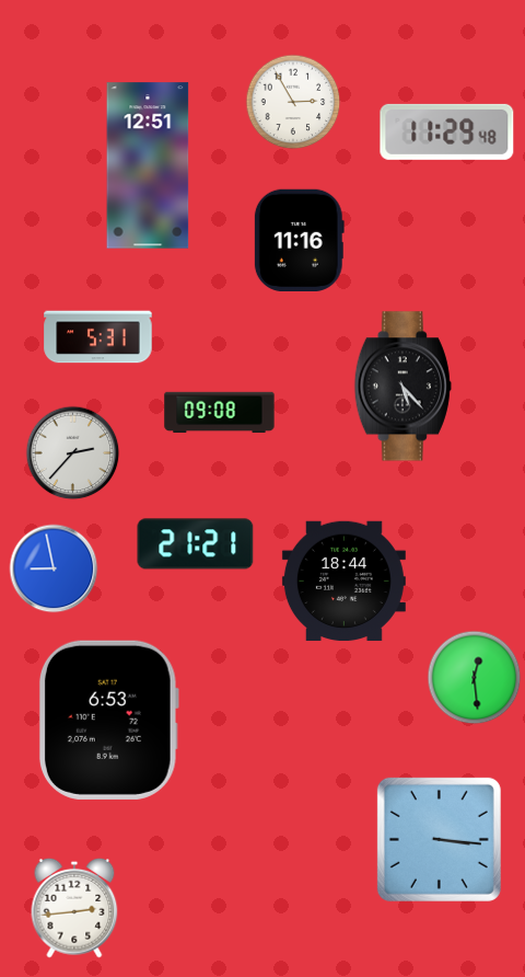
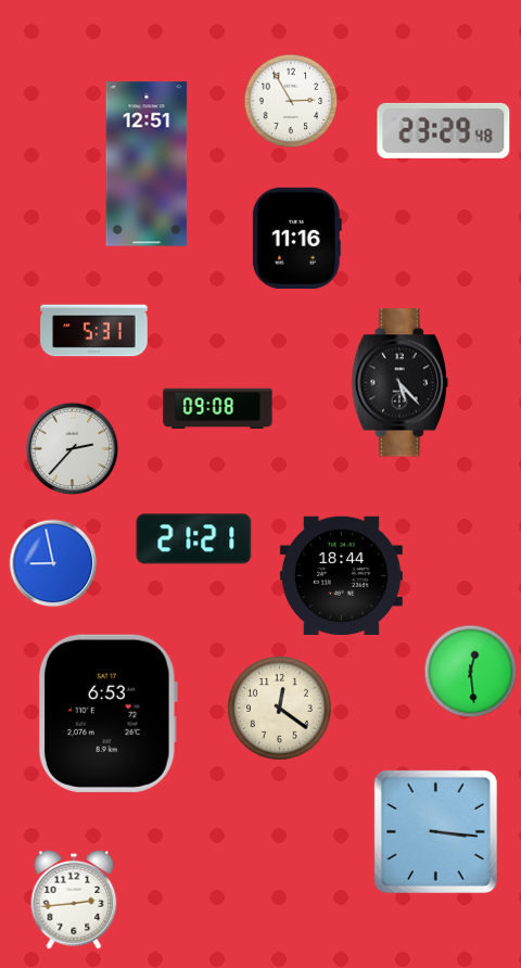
clock at (447, 131): 11:29 -> 23:29
clock at (98, 337) position: (98, 337) -> (94, 331)
clock at (279, 708): none -> 12:21
